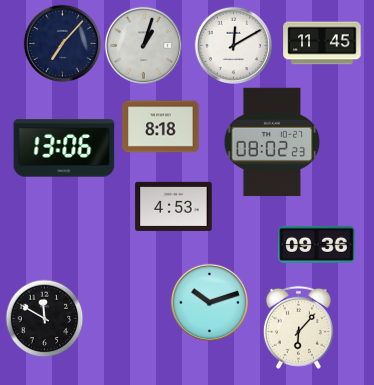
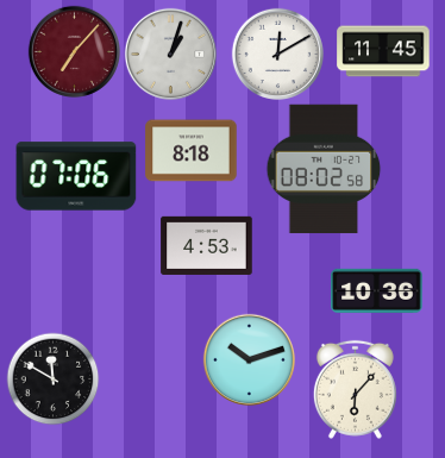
clock at (62, 43) dial: navy -> burgundy
clock at (272, 142): 08:02:23 -> 08:02:58
clock at (64, 148): 13:06 -> 07:06
clock at (317, 244): 09:36 -> 10:36
